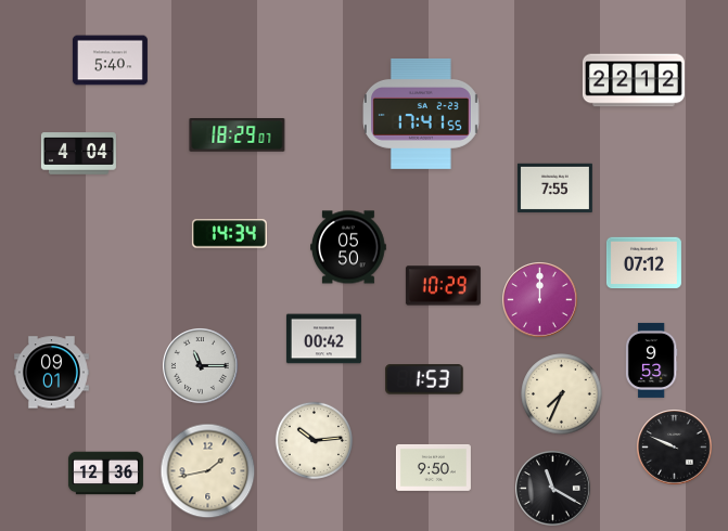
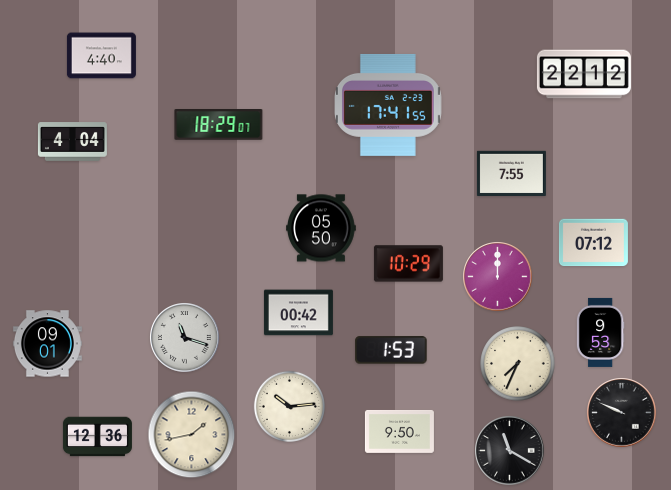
clock at (110, 61): 5:40 -> 4:40
clock at (229, 234): 14:34 -> none
clock at (201, 366): 11:15 -> 11:18
